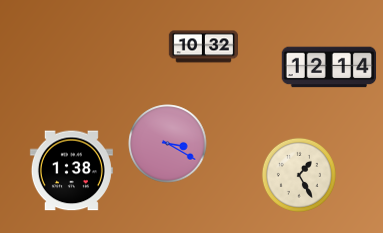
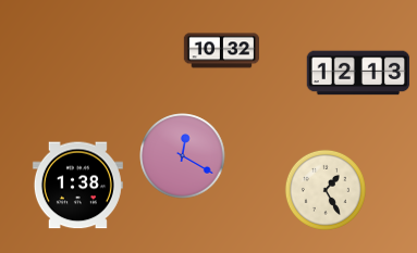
clock at (329, 67): 12:14 -> 12:13
clock at (168, 144): 3:20 -> 12:20
